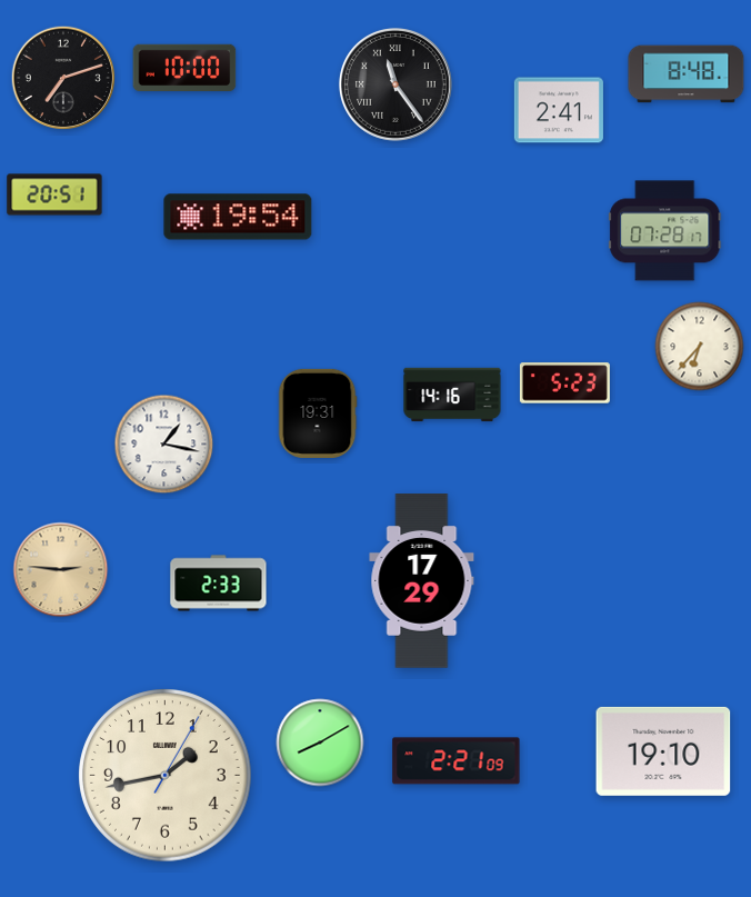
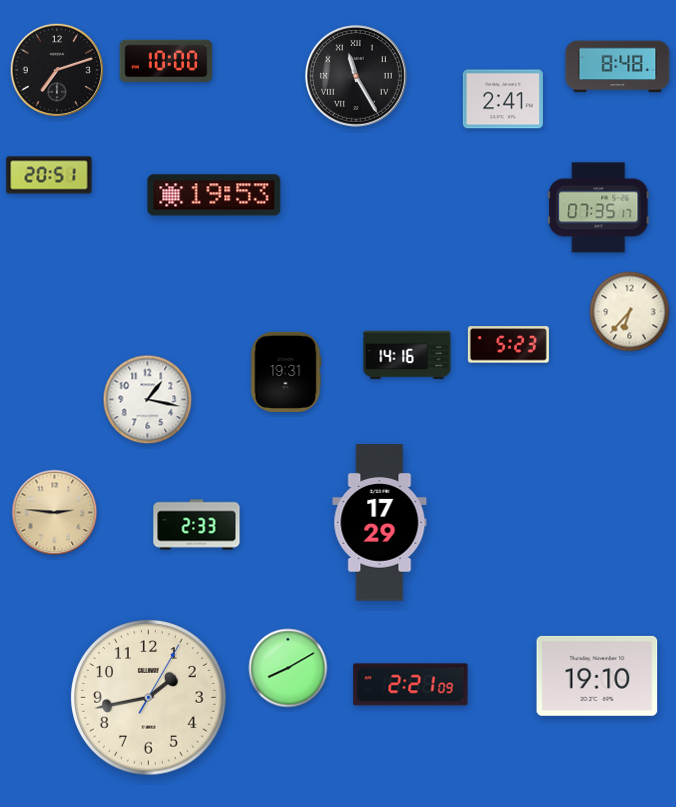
clock at (395, 84): 11:24 -> 11:25
clock at (238, 217): 19:54 -> 19:53
clock at (665, 231): 07:28 -> 07:35
